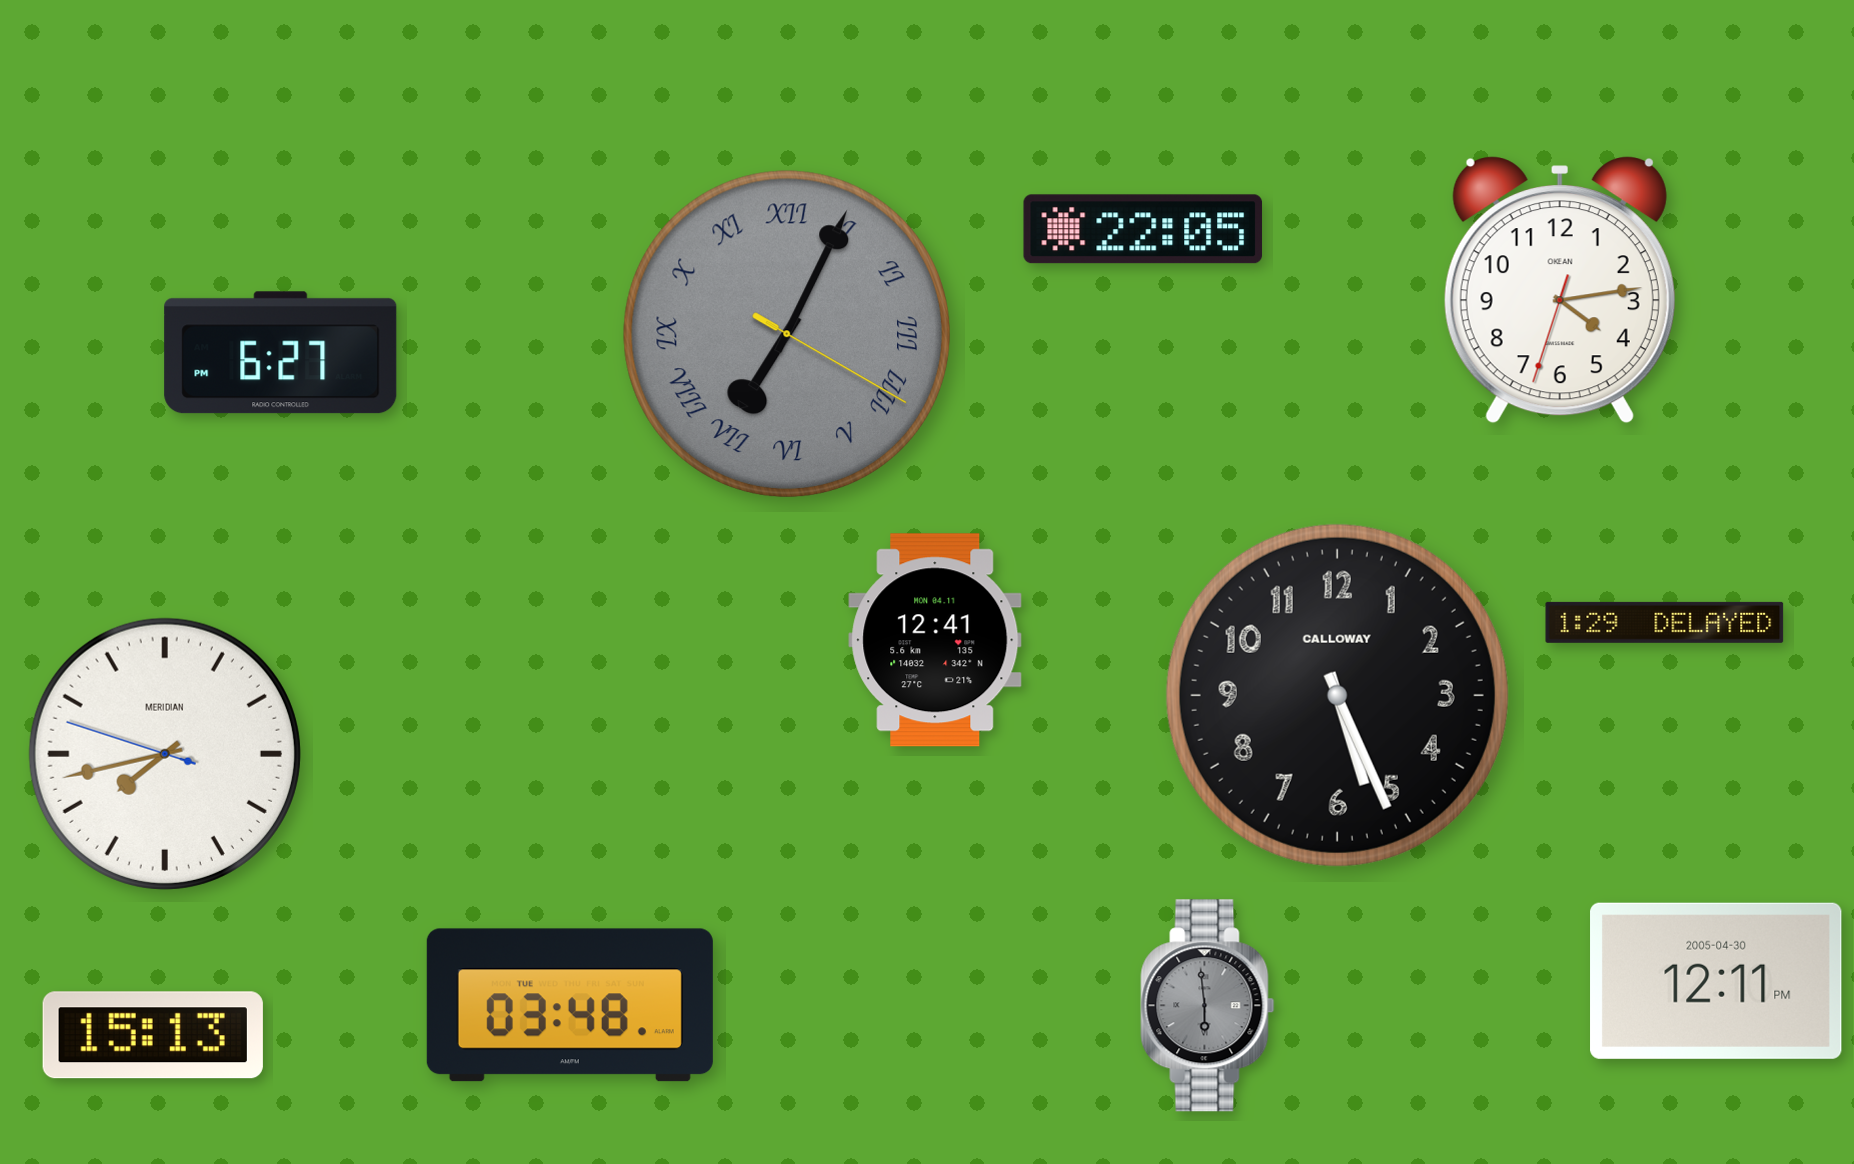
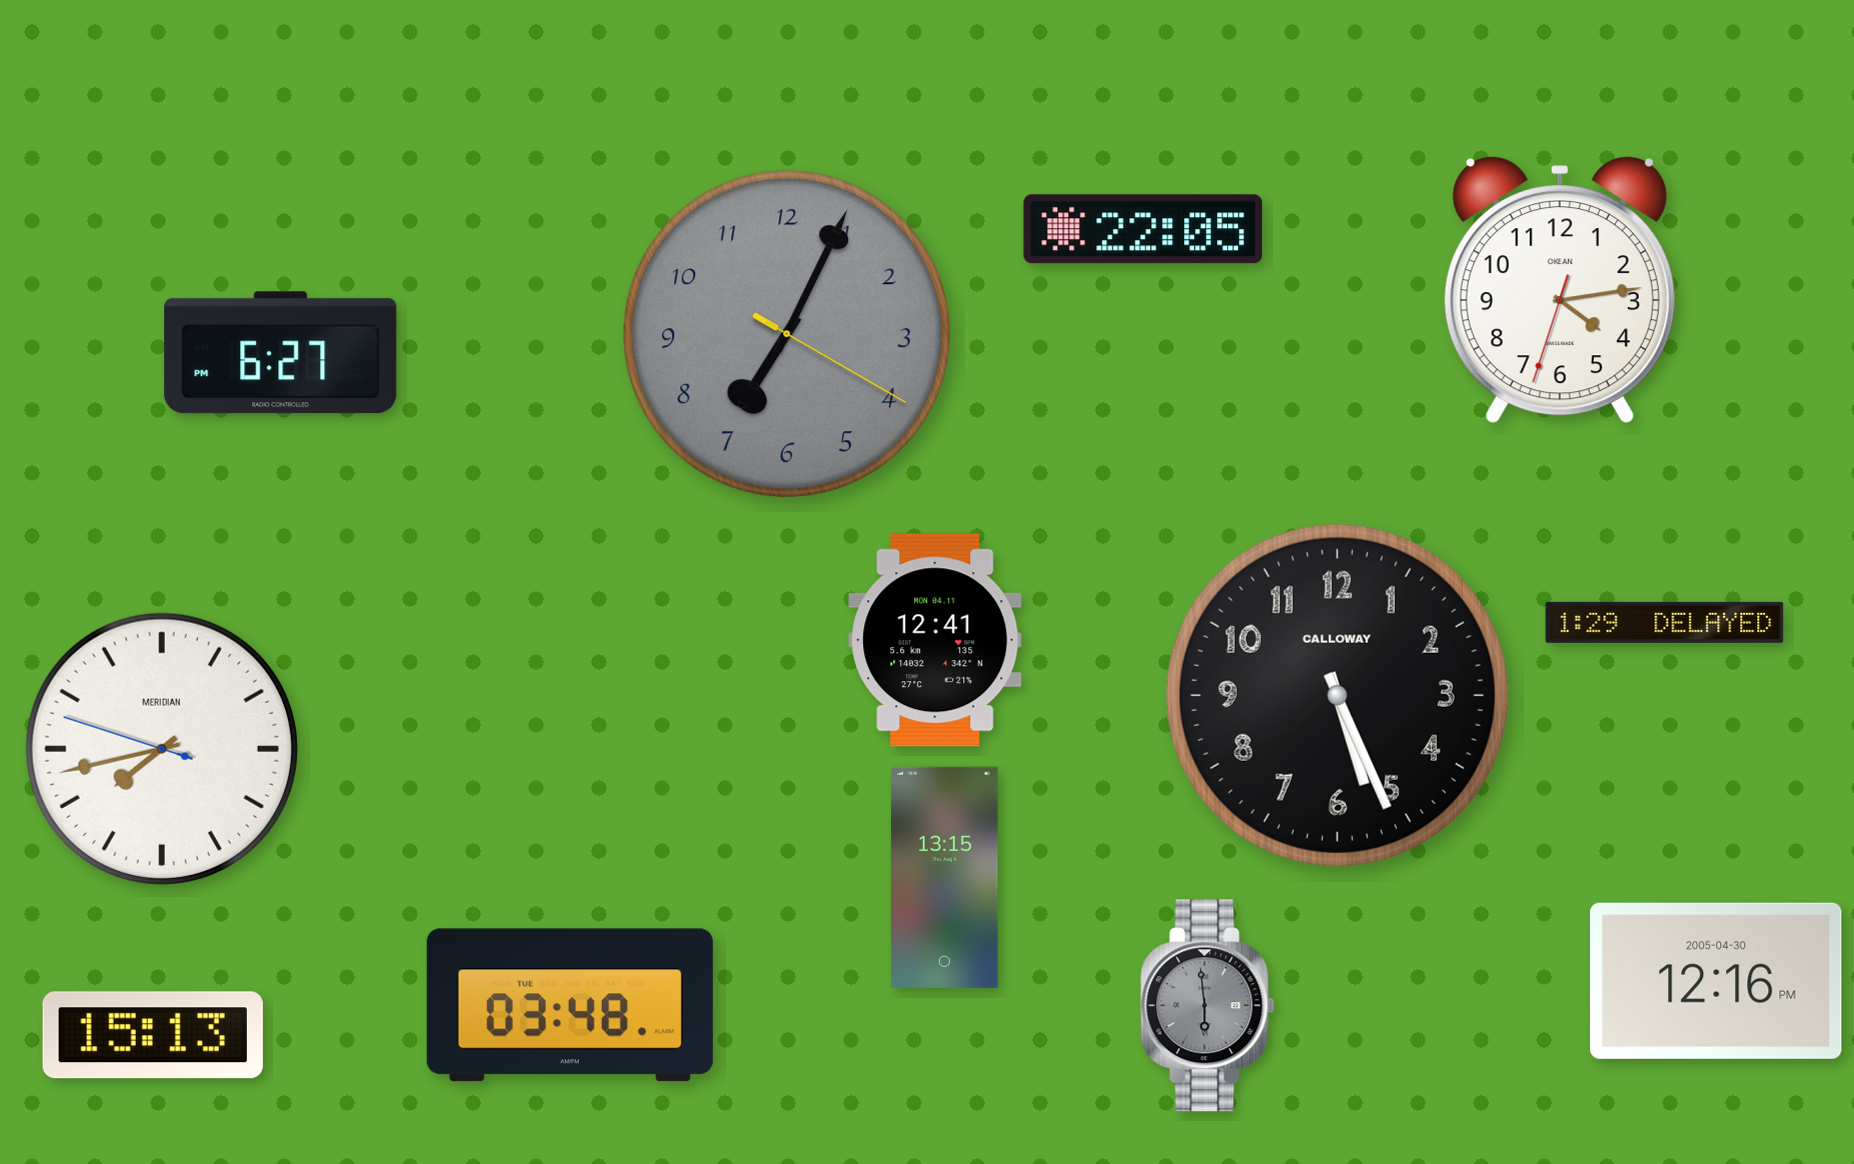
clock at (787, 334) numerals: Roman -> Arabic
clock at (165, 754) position: (165, 754) -> (162, 749)
clock at (945, 877): none -> 13:15
clock at (1716, 981): 12:11 -> 12:16
